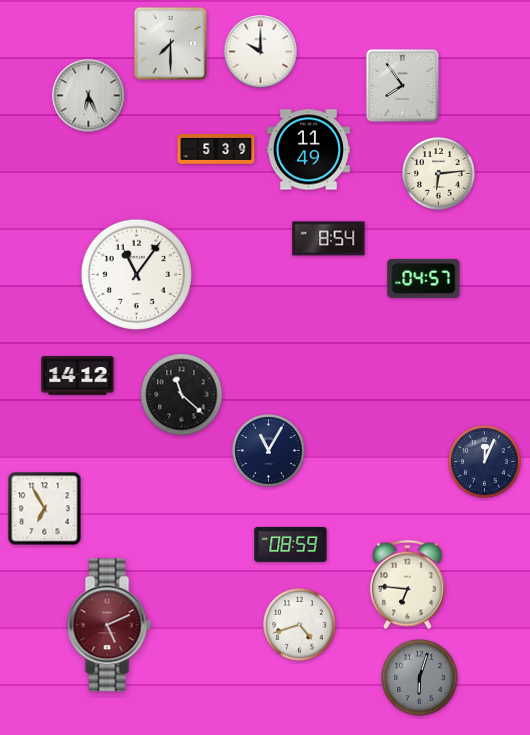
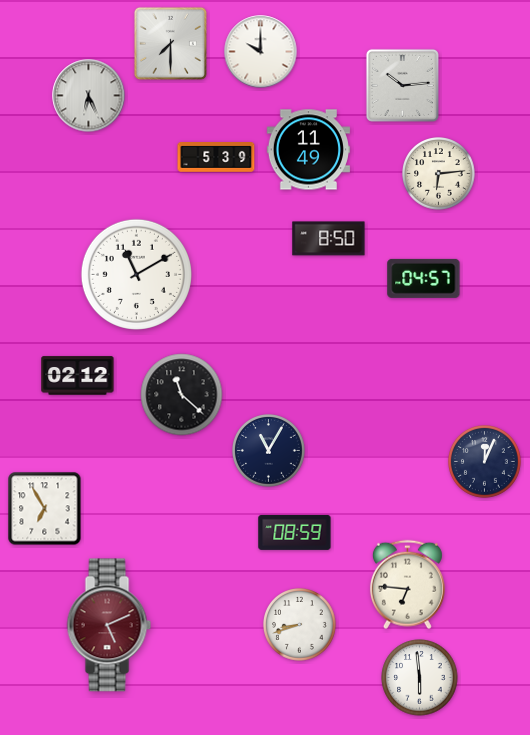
clock at (402, 85): 7:54 -> 10:14
clock at (216, 150) position: (216, 150) -> (216, 158)
clock at (329, 239): 8:54 -> 8:50
clock at (136, 274): 11:06 -> 11:10
clock at (78, 376): 14:12 -> 02:12
clock at (291, 544) position: (291, 544) -> (295, 532)
clock at (300, 625): 4:42 -> 8:42
clock at (420, 678): 6:03 -> 5:59
clock at (420, 678) dial: grey -> white
